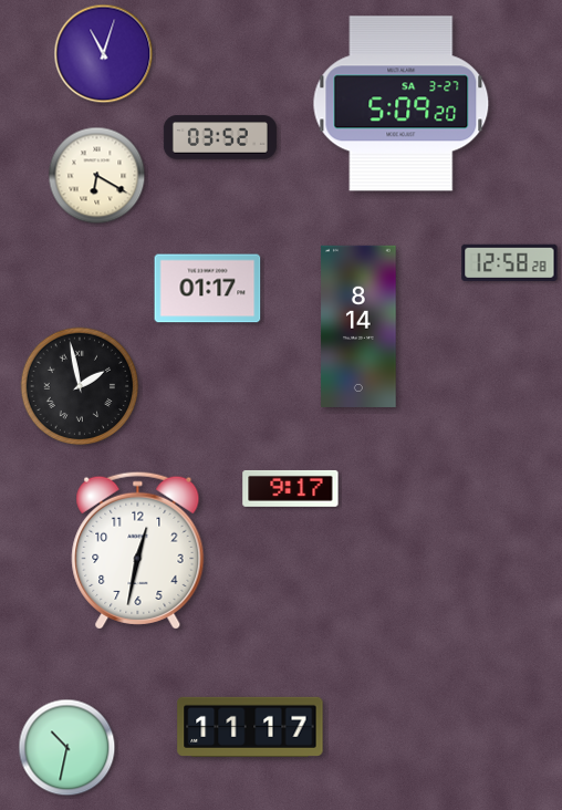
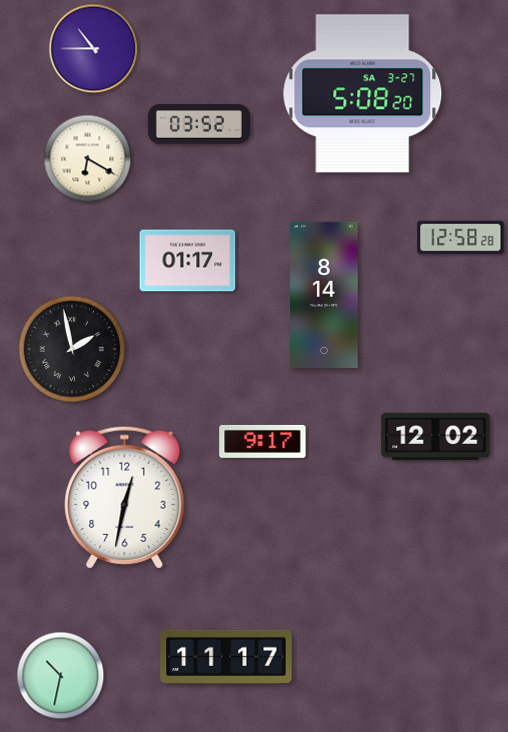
clock at (104, 54): 11:03 -> 10:45
clock at (402, 104): 5:09 -> 5:08
clock at (436, 437): none -> 12:02
